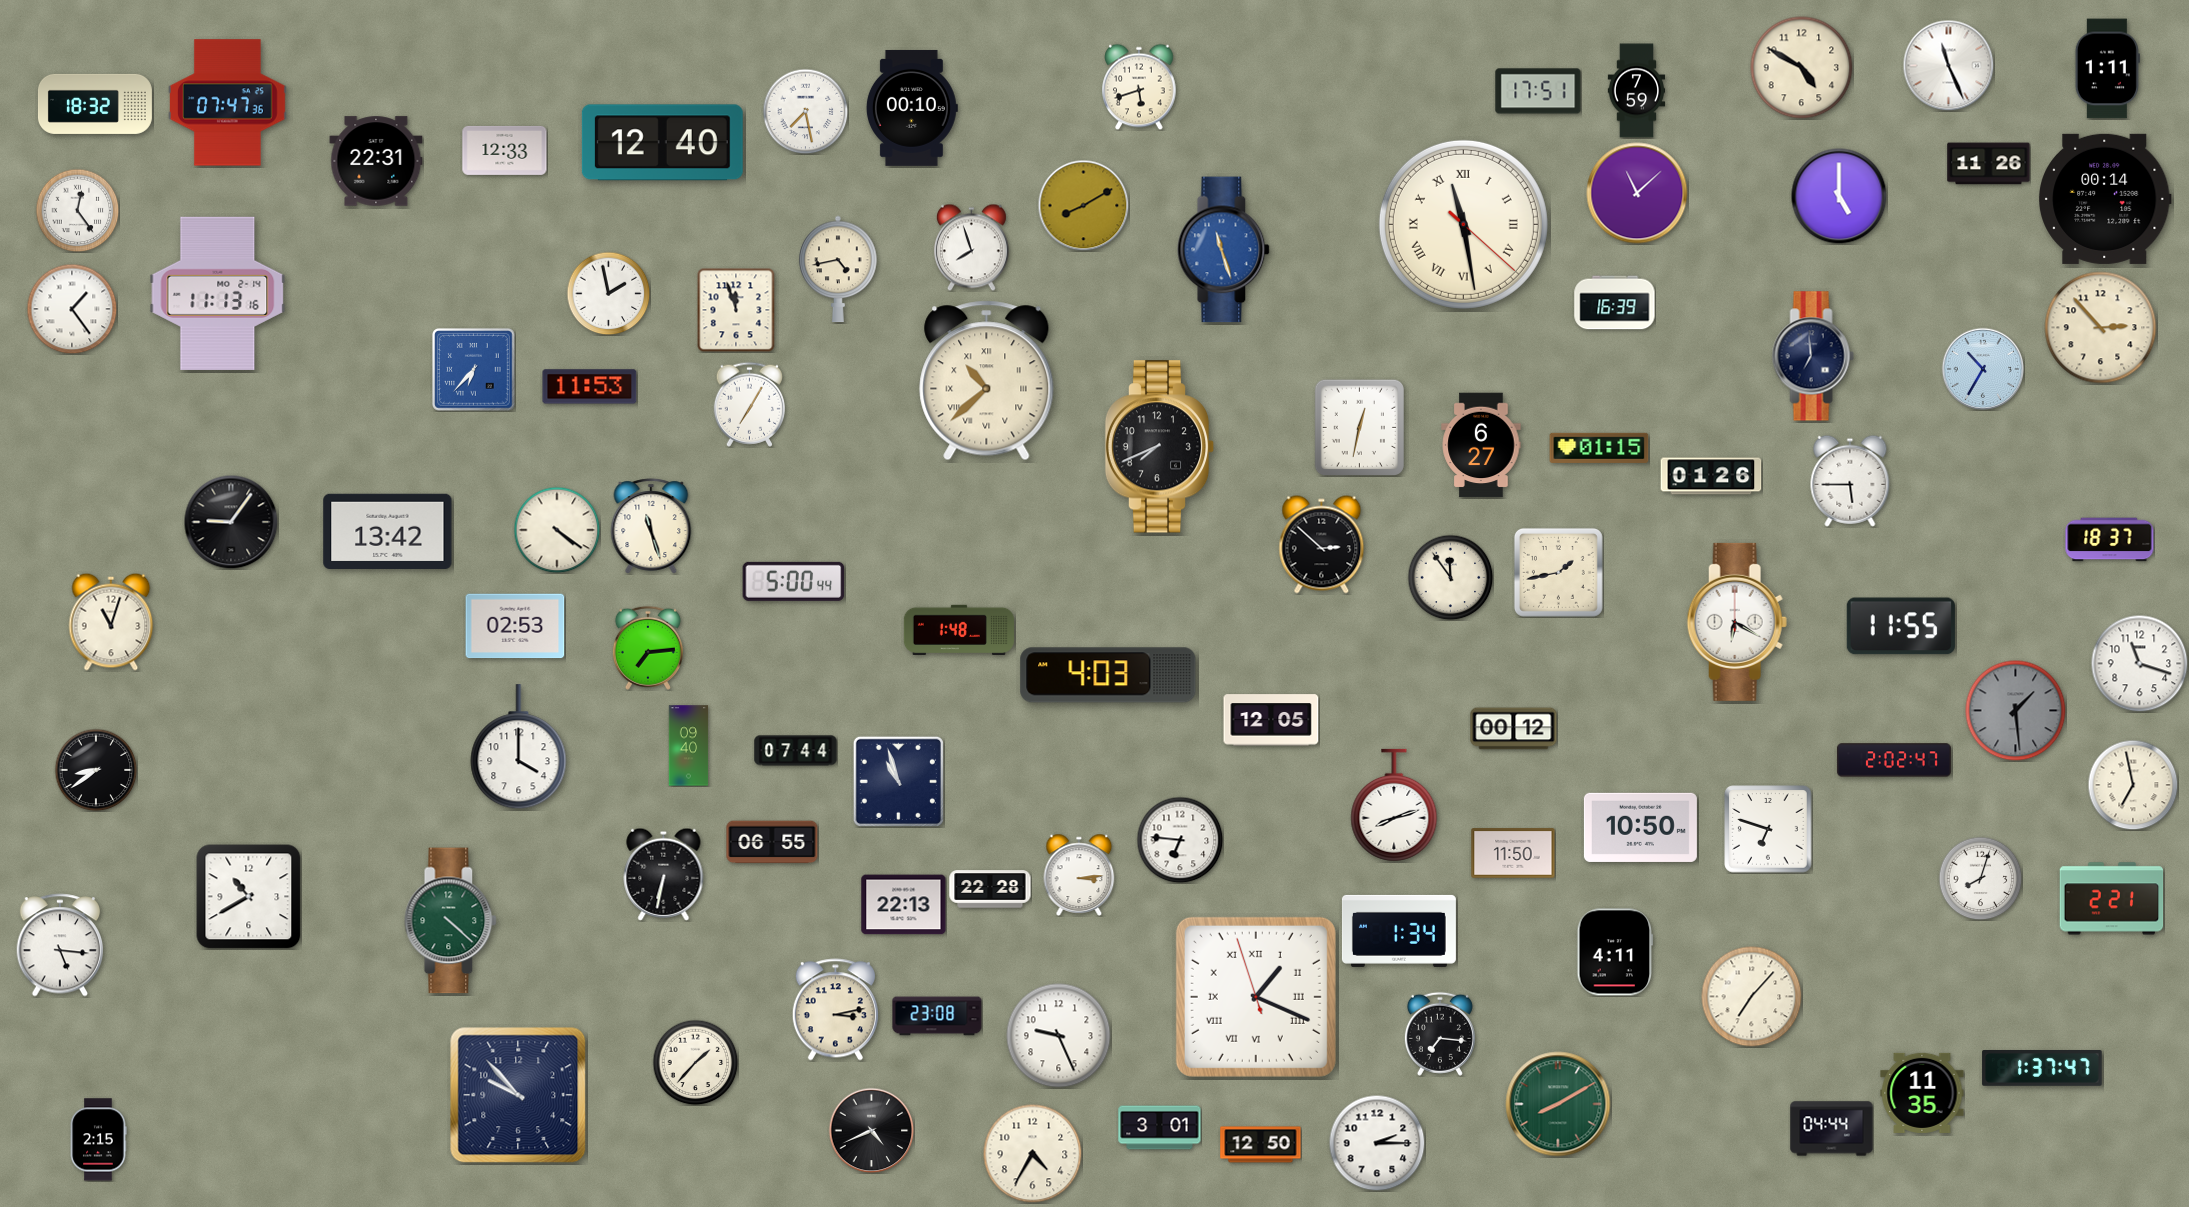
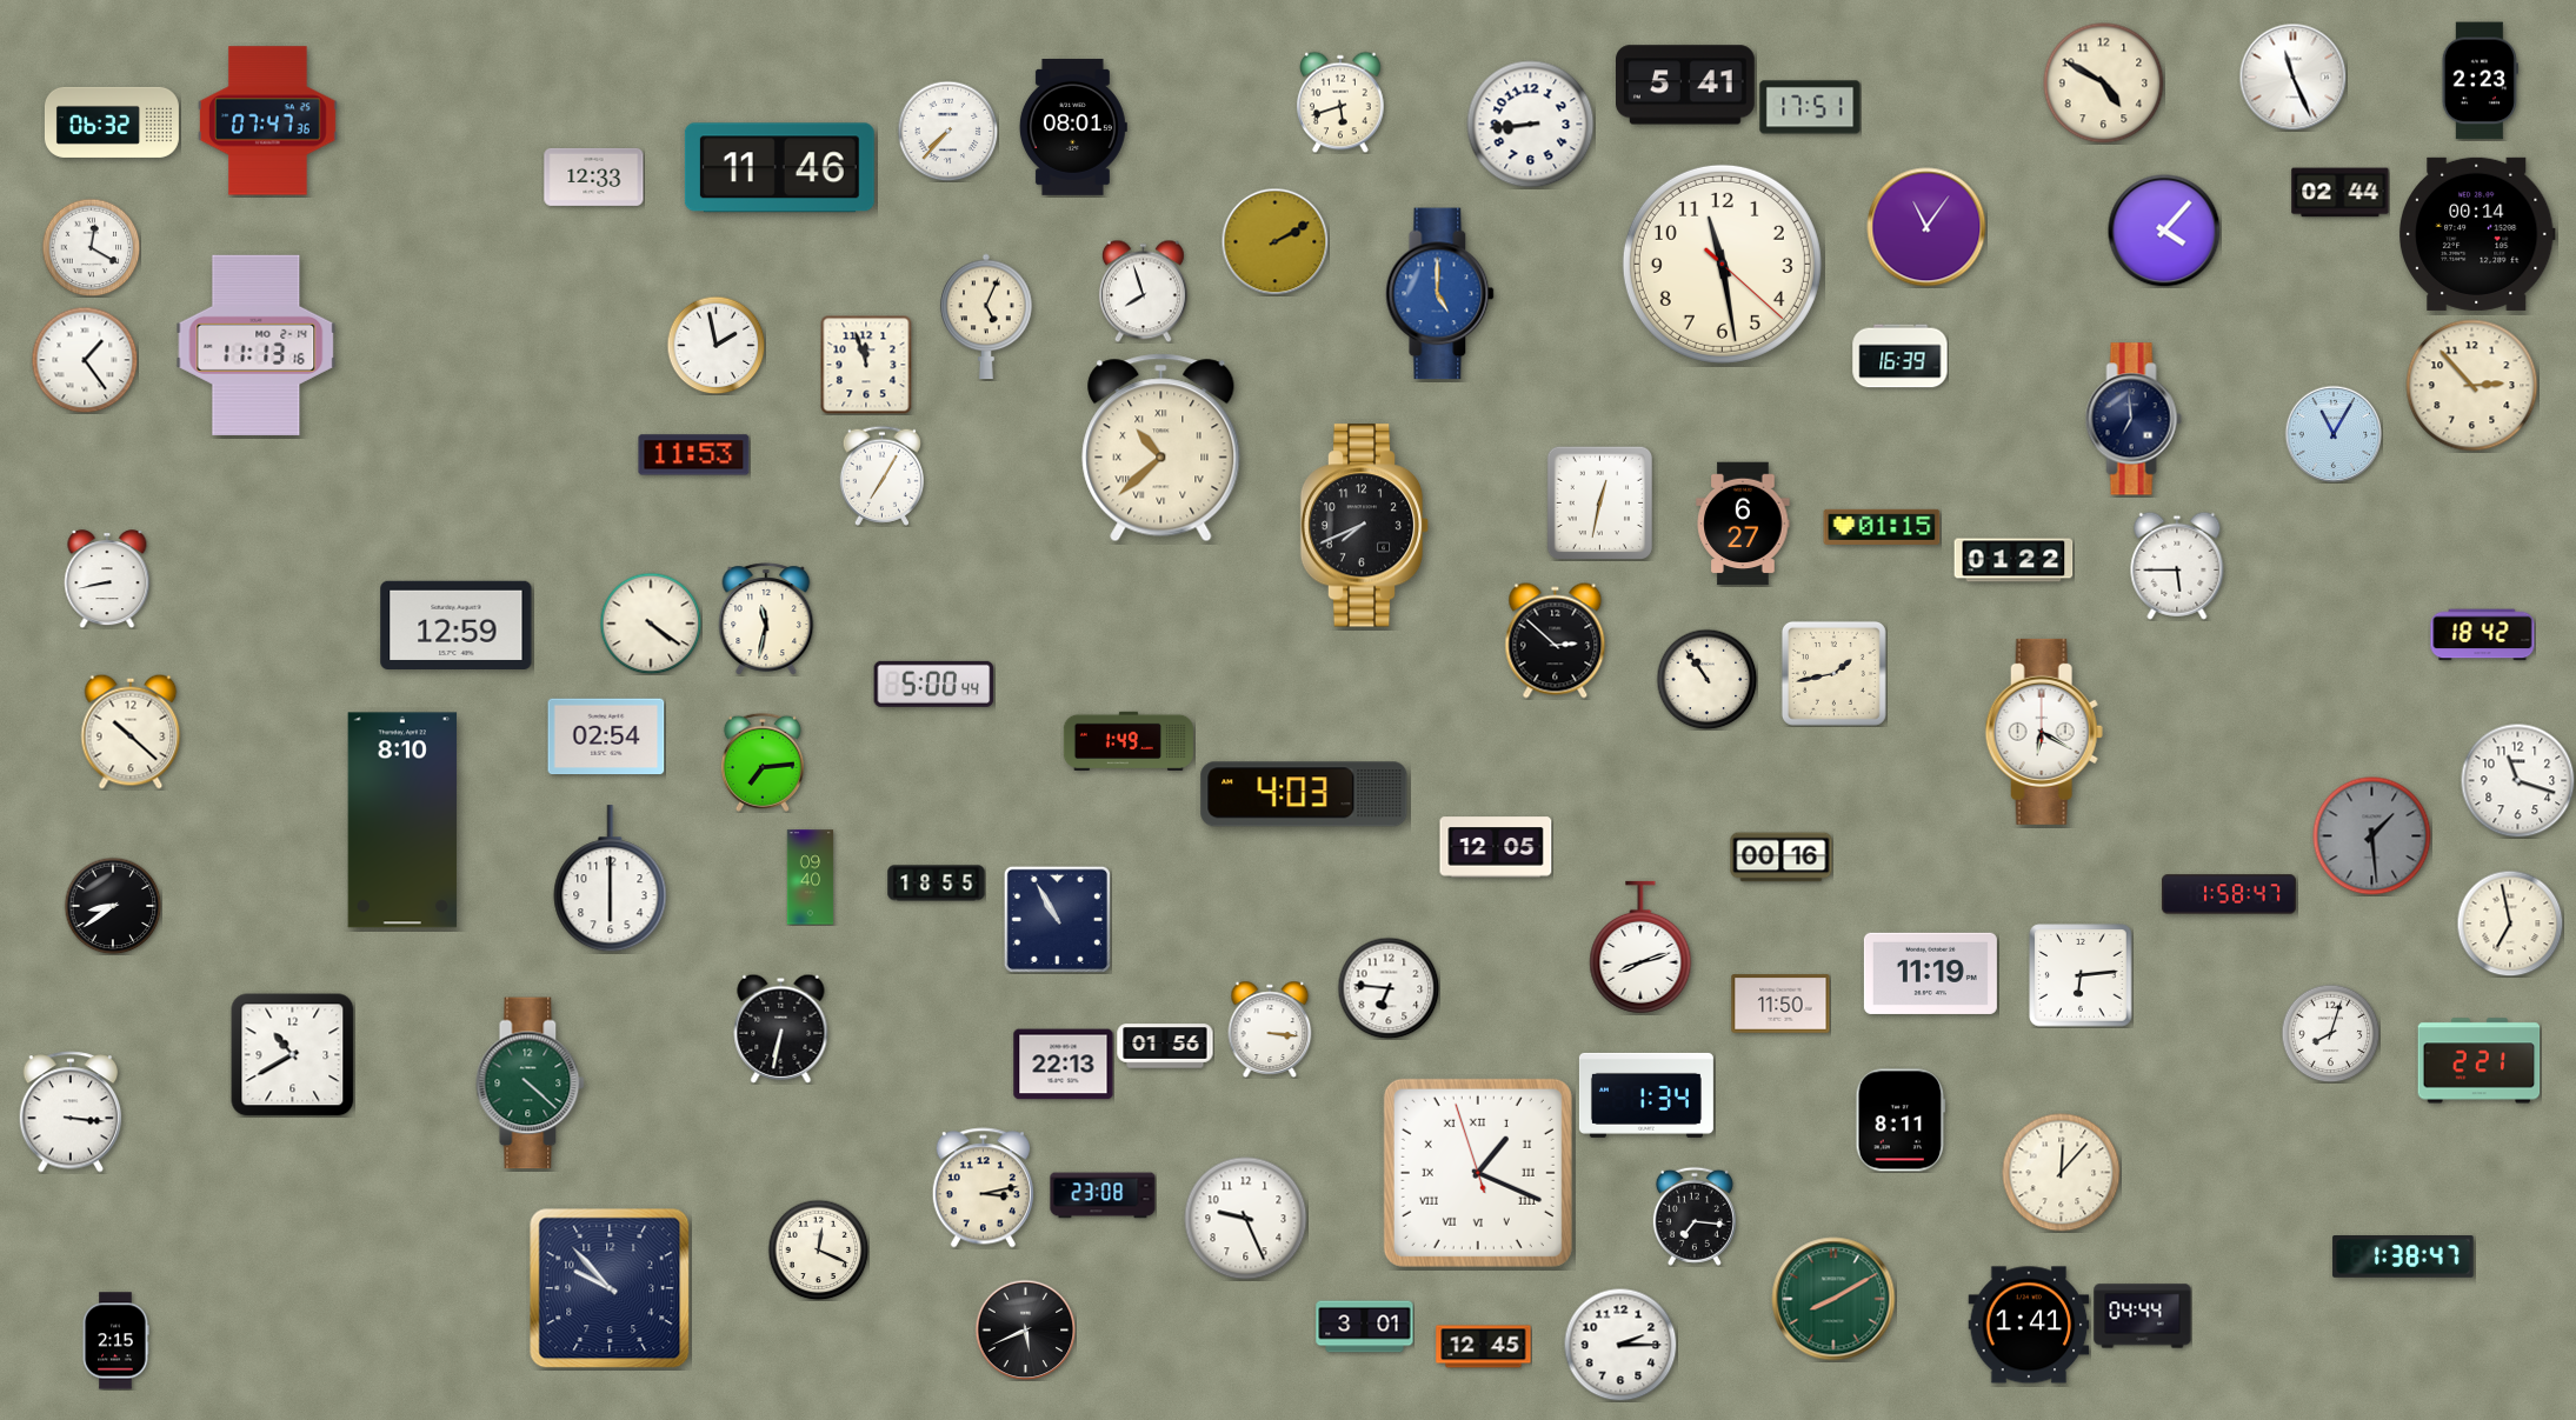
clock at (1802, 68) position: (1802, 68) -> (2104, 84)
clock at (2107, 69): 1:11 -> 2:23
clock at (1686, 85): none -> 5:41
clock at (1637, 91): 7:59 -> none
clock at (95, 104): 18:32 -> 06:32
clock at (1531, 125): none -> 8:44
clock at (912, 108): 00:10 -> 08:01
clock at (805, 111): 7:28 -> 7:37
clock at (662, 143): 12:40 -> 11:46
clock at (376, 161): 22:31 -> none
clock at (1989, 164): 11:26 -> 02:44
clock at (1637, 193): 11:08 -> 11:06
clock at (1839, 196): 5:00 -> 4:07
clock at (1083, 205): 8:10 -> 2:10
clock at (77, 210): 12:24 -> 12:20
clock at (1463, 224) numerals: Roman -> Arabic
clock at (1224, 250): 11:27 -> 5:00
clock at (838, 269): 4:43 -> 5:04
clock at (72, 309) position: (72, 309) -> (85, 360)
clock at (1983, 369): 10:35 -> 11:05
clock at (474, 370): 6:37 -> none
clock at (1711, 476): 01:26 -> 01:22
clock at (107, 579): none -> 8:43
clock at (231, 522): 9:06 -> none
clock at (651, 526): 11:27 -> 11:32
clock at (557, 530) position: (557, 530) -> (651, 624)
clock at (388, 531): 13:42 -> 12:59
clock at (2110, 540): 18:37 -> 18:42
clock at (1450, 577): 11:54 -> 10:54
clock at (111, 622): 11:03 -> 10:22
clock at (515, 626): 02:53 -> 02:54
clock at (1901, 626): 11:55 -> none
clock at (959, 629): 1:48 -> 1:49
clock at (402, 820): none -> 8:10
clock at (1514, 729): 00:12 -> 00:16
clock at (519, 747): 4:00 -> 6:00
clock at (796, 751): 07:44 -> 18:55
clock at (1894, 760): 2:02 -> 1:58
clock at (898, 781): 10:57 -> 10:55
clock at (1640, 827): 10:50 -> 11:19
clock at (1768, 829): 6:48 -> 6:14
clock at (772, 842): 06:55 -> none
clock at (1079, 875): 3:14 -> 3:16
clock at (990, 889): 22:28 -> 01:56
clock at (2112, 899) position: (2112, 899) -> (2480, 1061)
clock at (60, 945): 5:16 -> 3:16
clock at (1615, 952): 4:11 -> 8:11
clock at (1752, 997): 7:07 -> 12:07
clock at (695, 1062): 1:37 -> 12:19
clock at (2042, 1069): 1:37 -> 1:38
clock at (1922, 1093): 11:35 -> none
clock at (2029, 1325): none -> 1:41
clock at (1832, 1129) position: (1832, 1129) -> (2143, 1316)
clock at (871, 1130): 4:41 -> 5:41
clock at (1261, 1145): 12:50 -> 12:45
clock at (1033, 1154): 4:35 -> none
